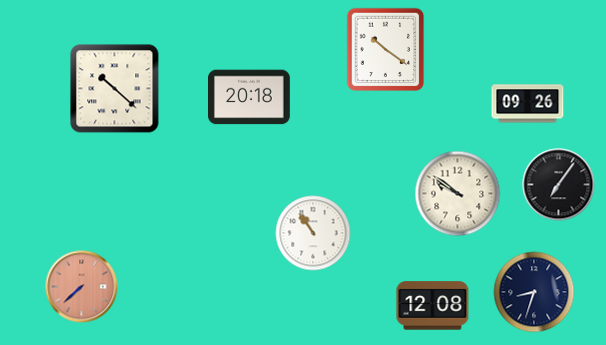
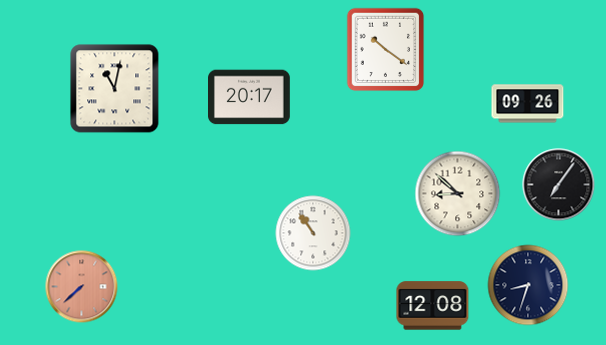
clock at (115, 89): 10:22 -> 11:02
clock at (250, 97): 20:18 -> 20:17
clock at (458, 194): 9:51 -> 8:52
clock at (534, 292) position: (534, 292) -> (528, 285)
